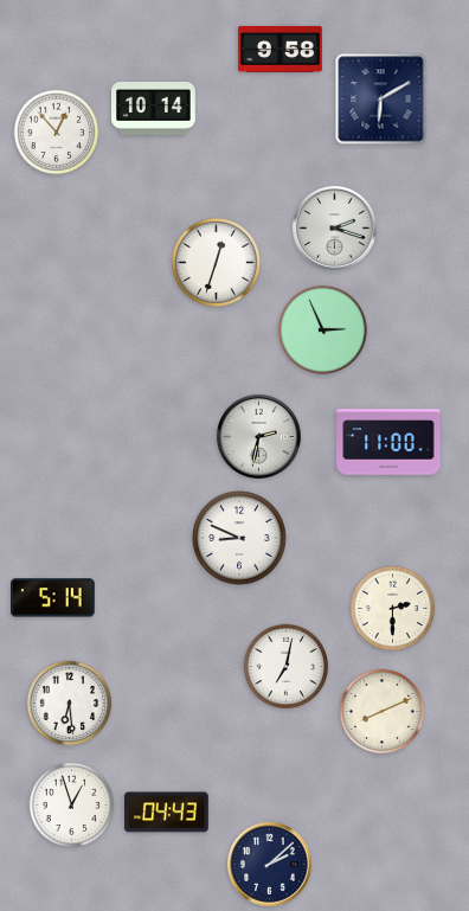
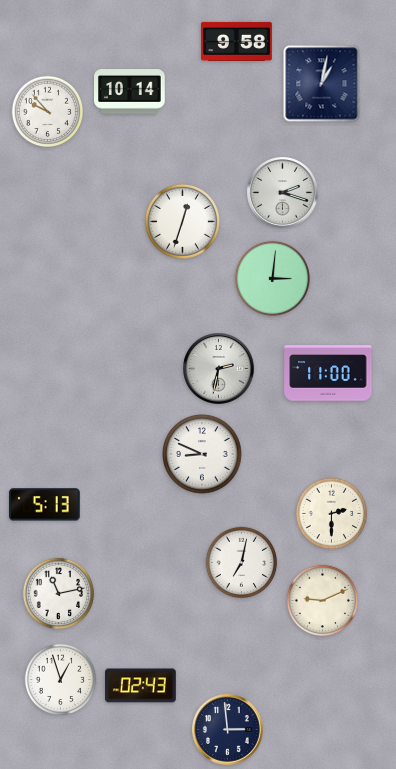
clock at (381, 100): 6:10 -> 1:02
clock at (57, 133): 12:53 -> 9:53
clock at (322, 329): 2:56 -> 3:01
clock at (52, 598): 5:14 -> 5:13
clock at (70, 704): 6:29 -> 11:13
clock at (383, 712): 8:11 -> 9:11
clock at (167, 813): 04:43 -> 02:43
clock at (270, 865): 2:08 -> 2:59
